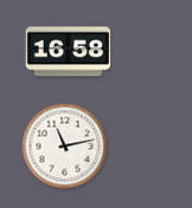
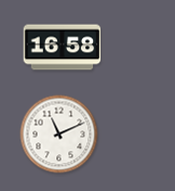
clock at (65, 147): 11:13 -> 11:11
